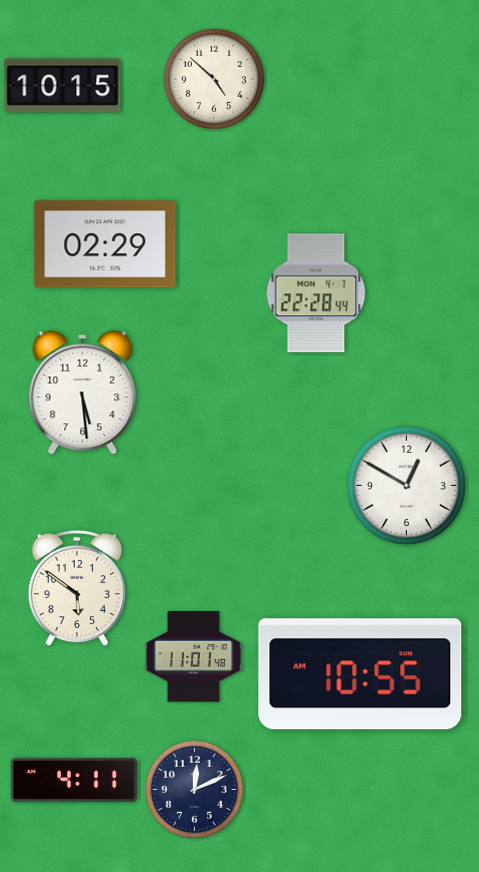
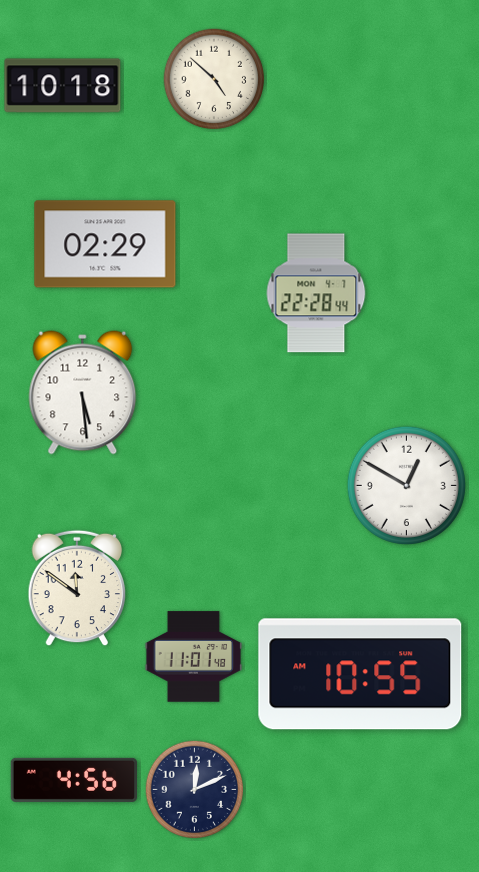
clock at (63, 86): 10:15 -> 10:18
clock at (77, 588): 5:51 -> 11:51
clock at (73, 780): 4:11 -> 4:56
